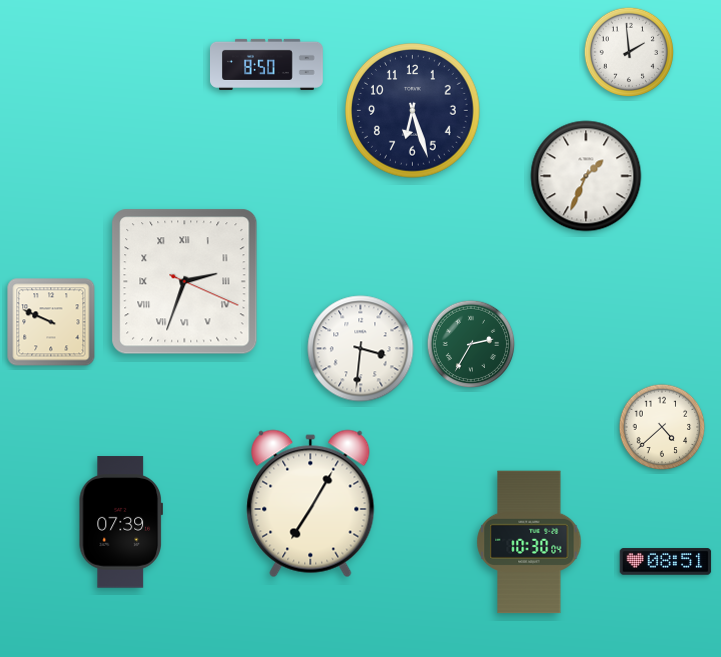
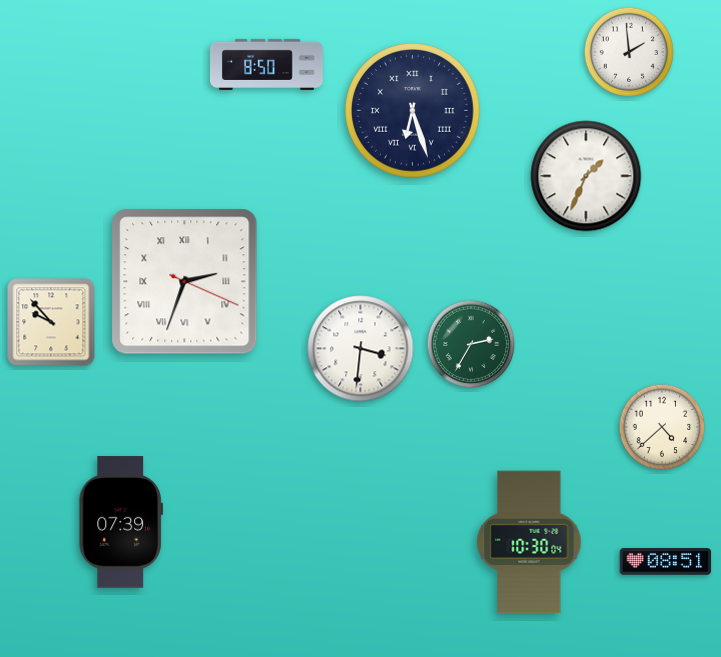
clock at (413, 111) numerals: Arabic -> Roman
clock at (51, 322): 9:49 -> 9:53
clock at (311, 504): 7:05 -> none
